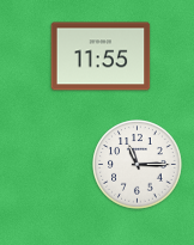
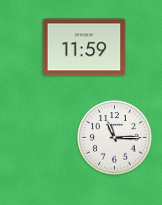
clock at (101, 56): 11:55 -> 11:59
